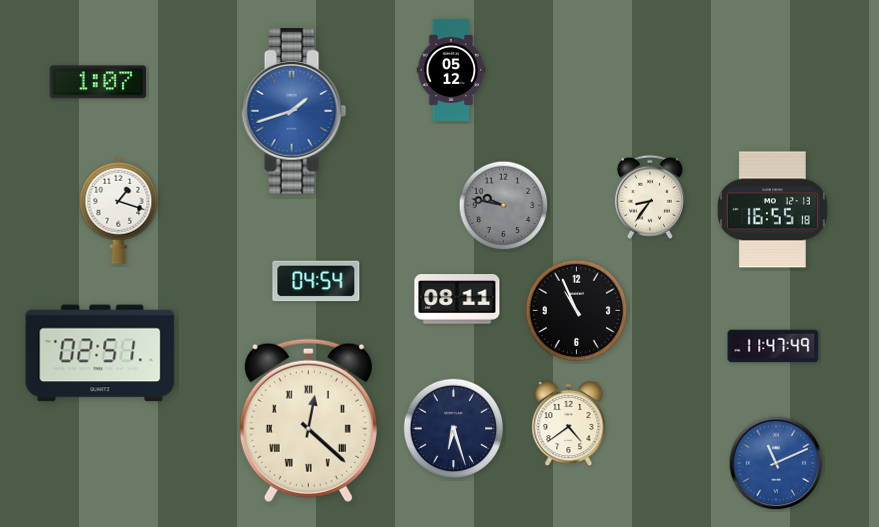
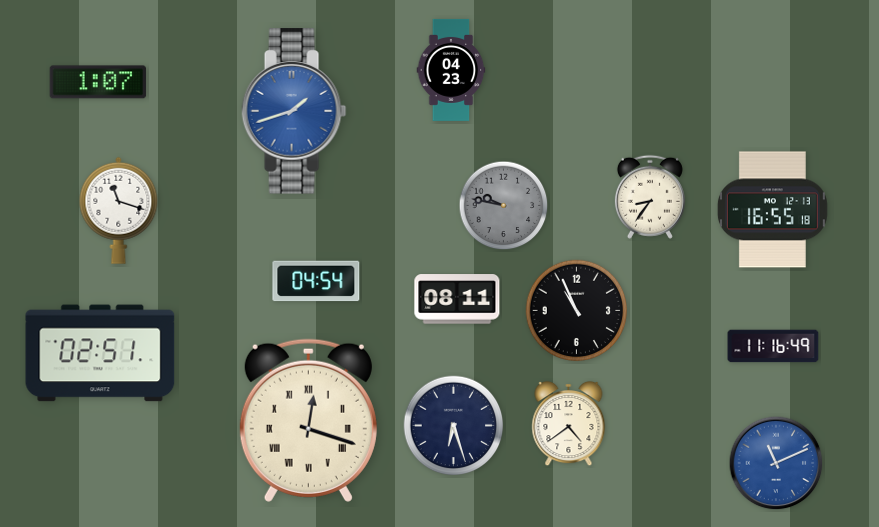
clock at (451, 70): 05:12 -> 04:23
clock at (119, 210): 1:18 -> 11:18
clock at (773, 346): 11:47 -> 11:16
clock at (308, 420): 12:22 -> 12:18
clock at (454, 429) position: (454, 429) -> (454, 426)
